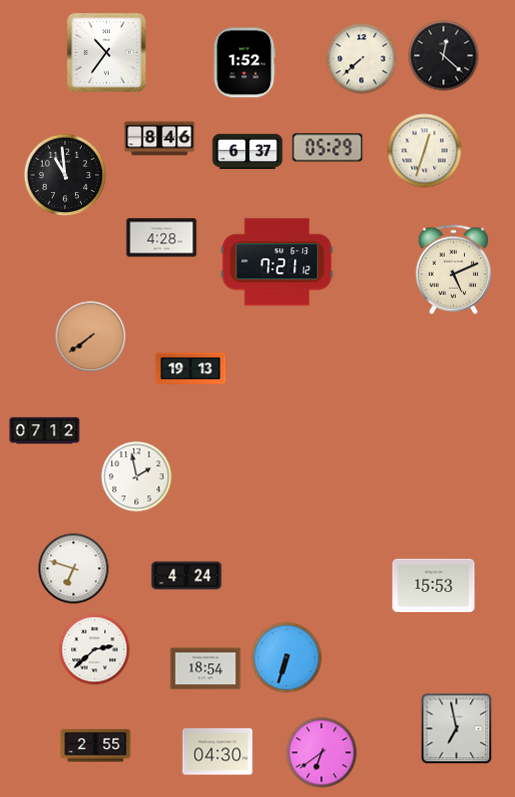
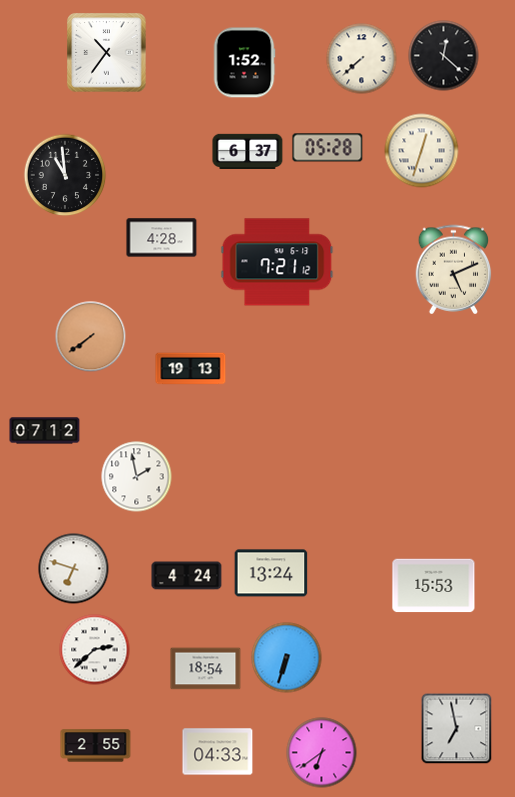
clock at (160, 139): 8:46 -> none
clock at (328, 148): 05:29 -> 05:28
clock at (425, 151) position: (425, 151) -> (422, 151)
clock at (271, 573): none -> 13:24
clock at (218, 752): 04:30 -> 04:33
